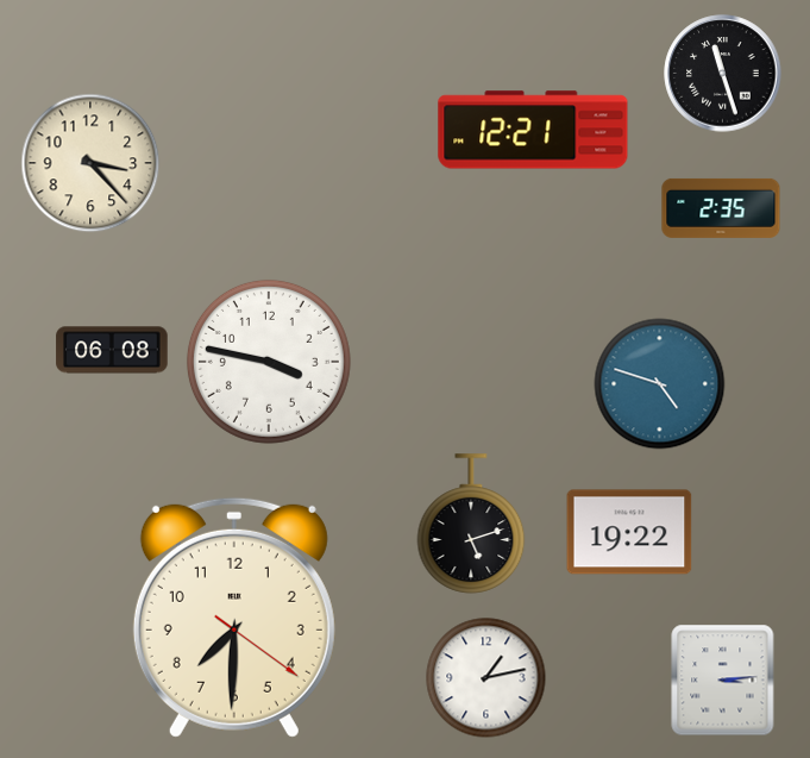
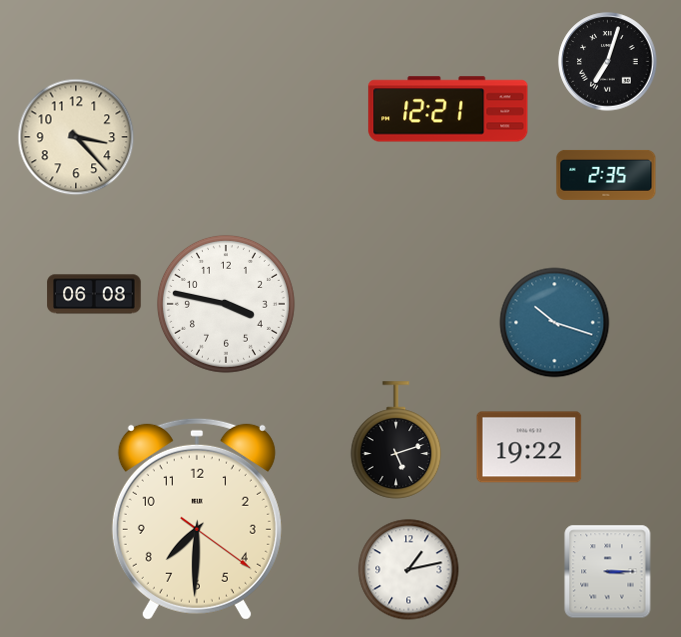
clock at (723, 74): 11:27 -> 7:03
clock at (660, 384): 4:48 -> 10:18
clock at (723, 681): 3:14 -> 3:15
